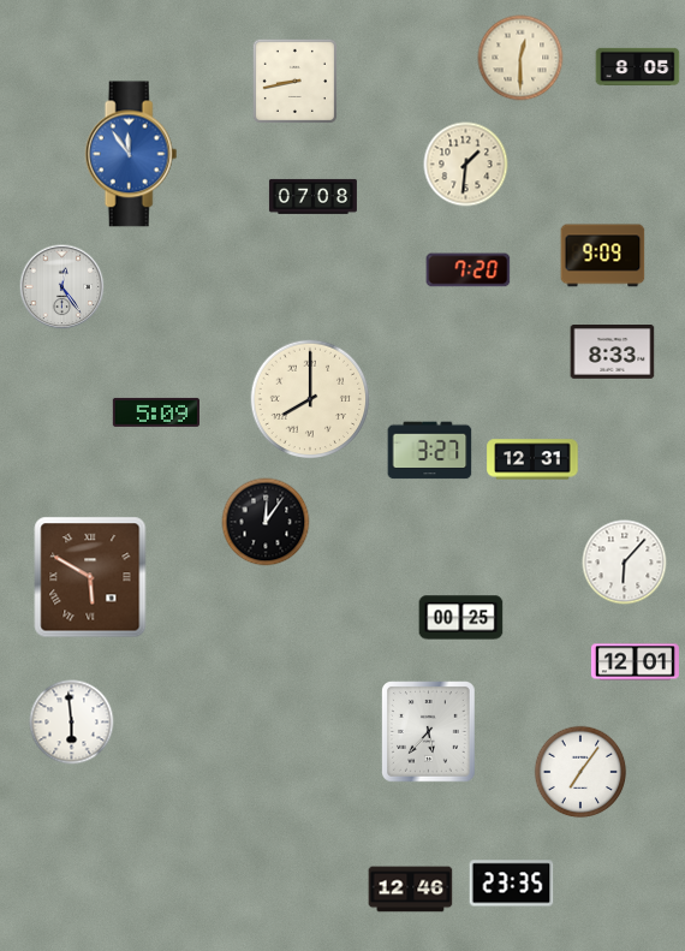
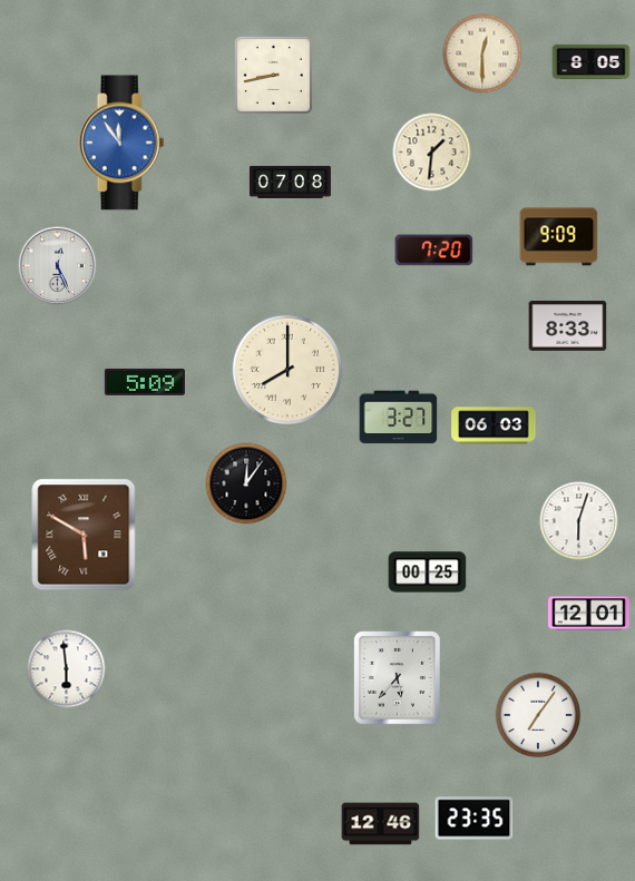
clock at (62, 287): 12:24 -> 12:26
clock at (532, 459): 12:31 -> 06:03
clock at (625, 563): 6:07 -> 6:03
